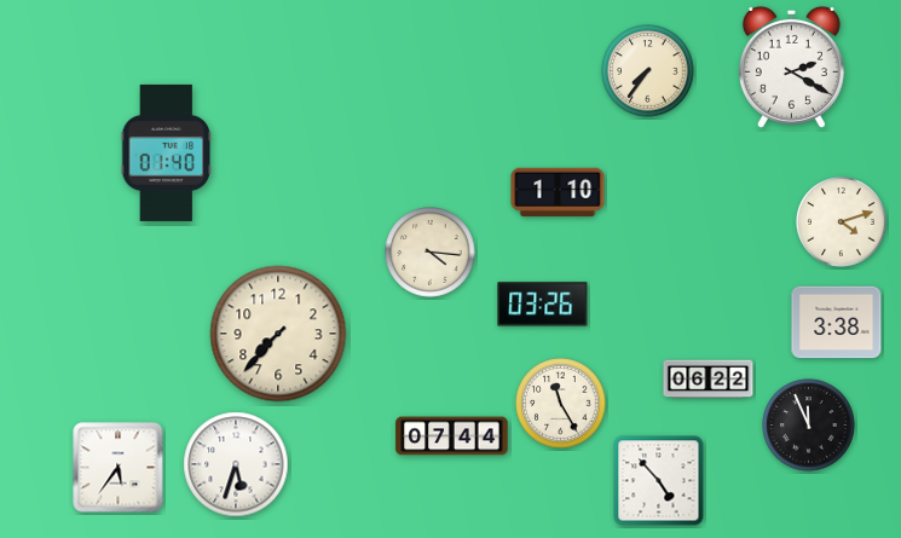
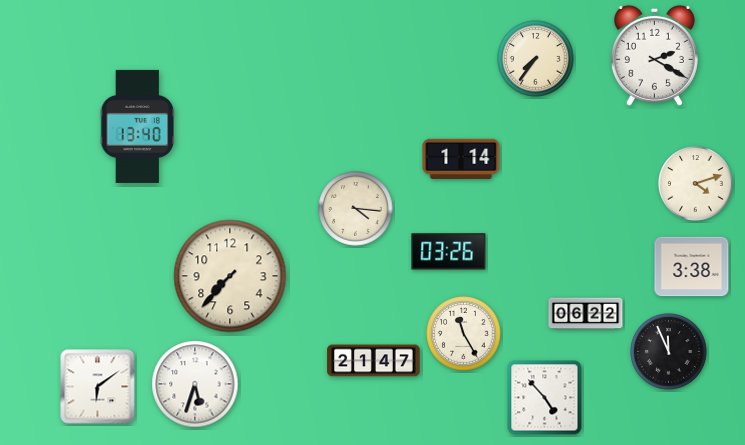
clock at (167, 152): 01:40 -> 13:40
clock at (558, 192): 1:10 -> 1:14
clock at (452, 436): 07:44 -> 21:47
clock at (119, 468): 5:36 -> 6:09
